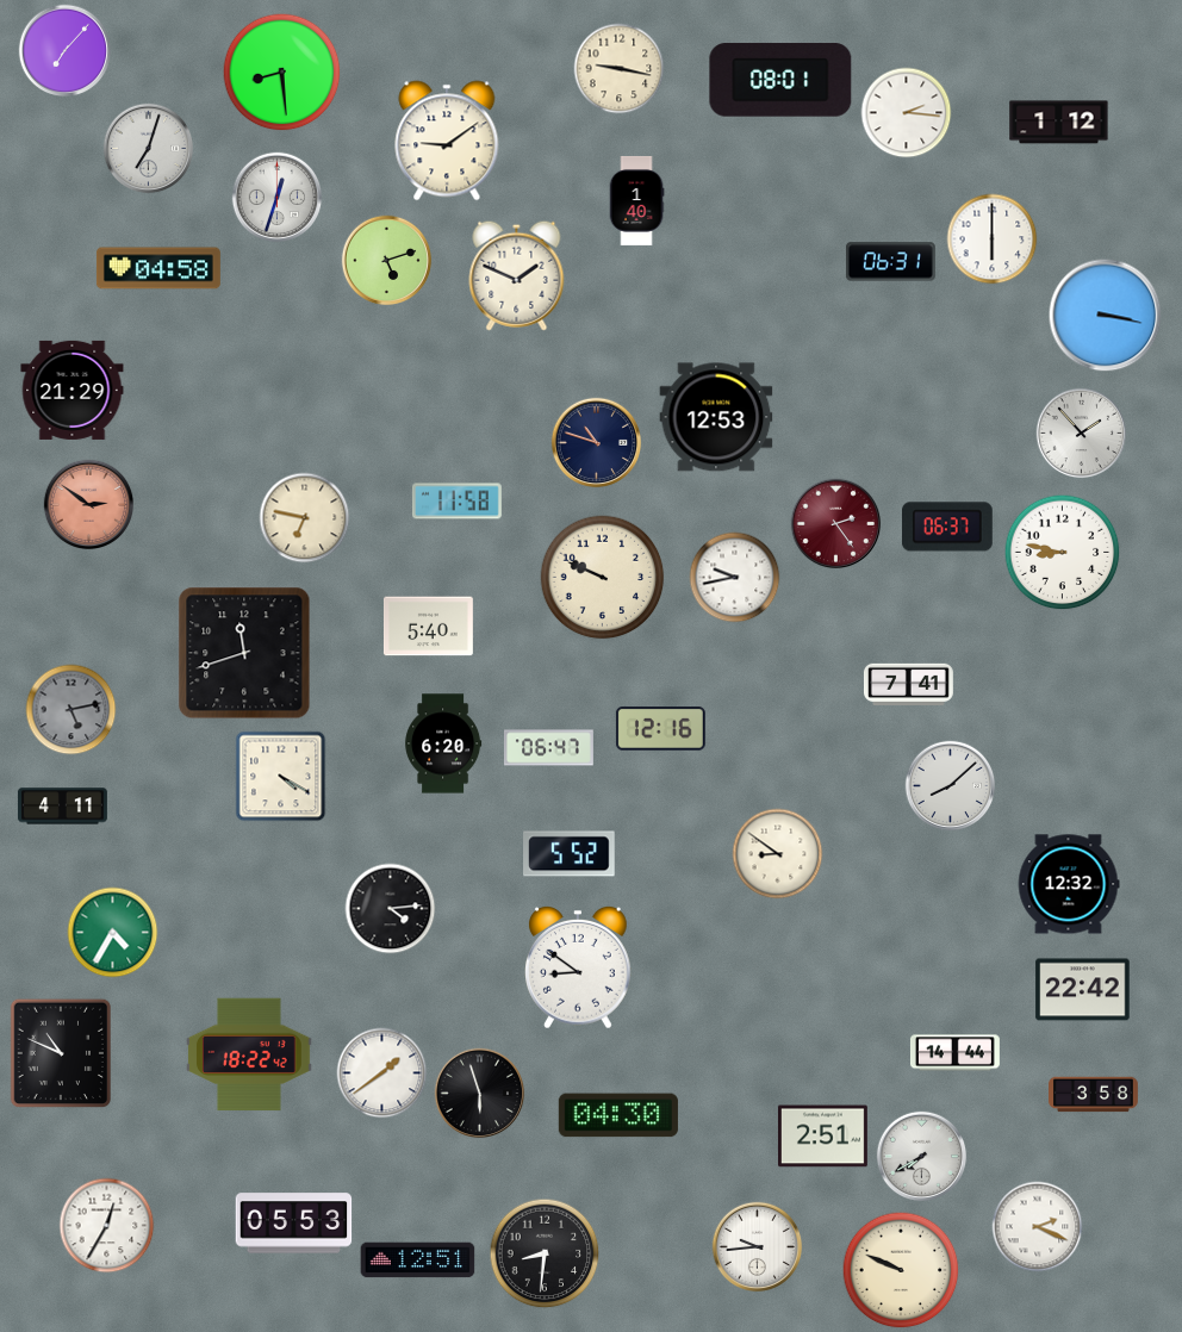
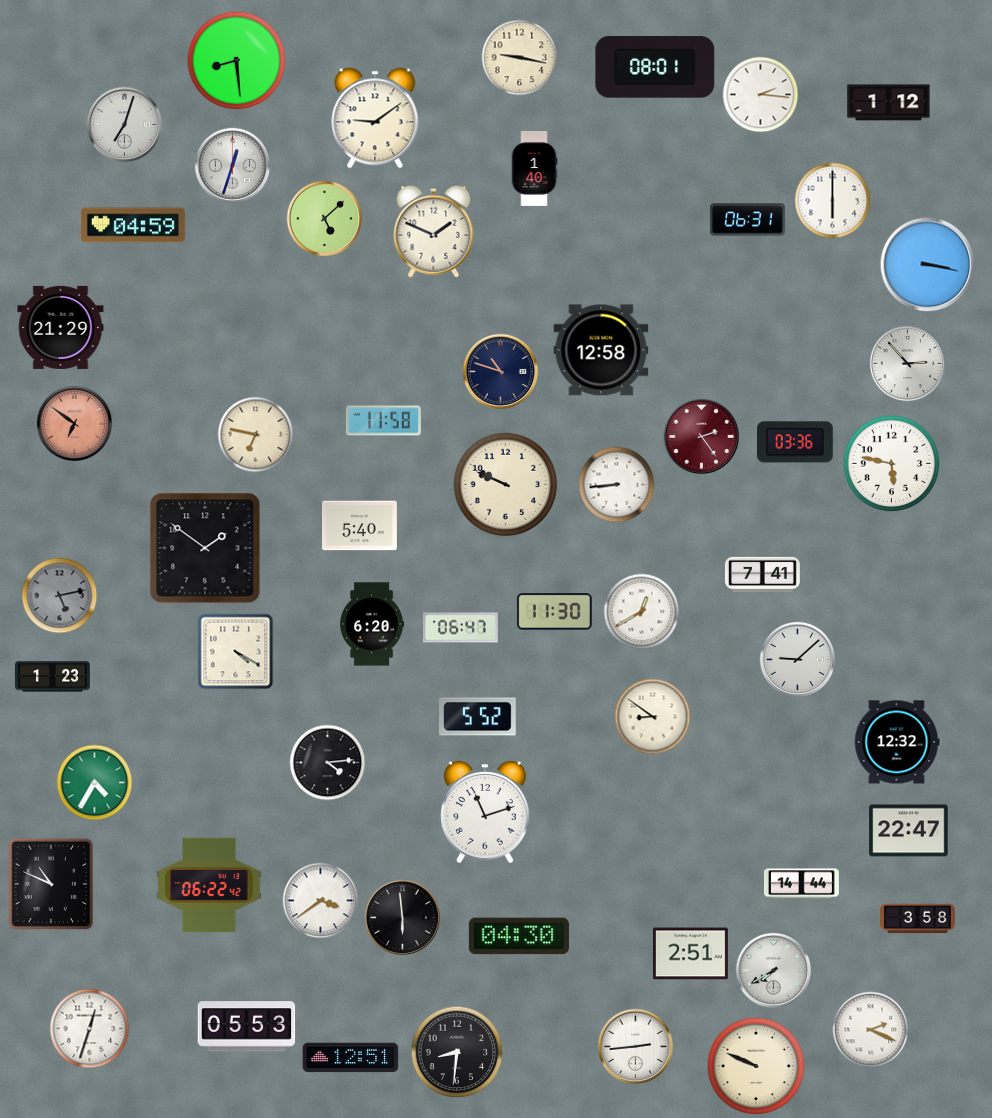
clock at (66, 51): 7:07 -> none
clock at (387, 261): 5:12 -> 5:08
clock at (158, 268): 04:58 -> 04:59
clock at (716, 417): 12:53 -> 12:58
clock at (1082, 434): 1:53 -> 2:53
clock at (89, 505): 2:51 -> 6:51
clock at (836, 524) position: (836, 524) -> (702, 437)
clock at (947, 527): 06:37 -> 03:36
clock at (1063, 553): 8:47 -> 5:47
clock at (735, 578): 9:43 -> 8:44
clock at (244, 653): 11:42 -> 1:51
clock at (660, 729): 12:16 -> 11:30
clock at (642, 612): none -> 12:40
clock at (951, 786): 8:08 -> 9:08
clock at (63, 807): 4:11 -> 1:23
clock at (579, 967): 8:51 -> 11:12
clock at (1083, 990): 22:42 -> 22:47
clock at (250, 1054): 18:22 -> 06:22
clock at (382, 1073): 1:39 -> 3:39
clock at (480, 1094): 5:57 -> 5:59
clock at (107, 1226): 12:35 -> 12:33
clock at (758, 1247): 9:44 -> 2:44
